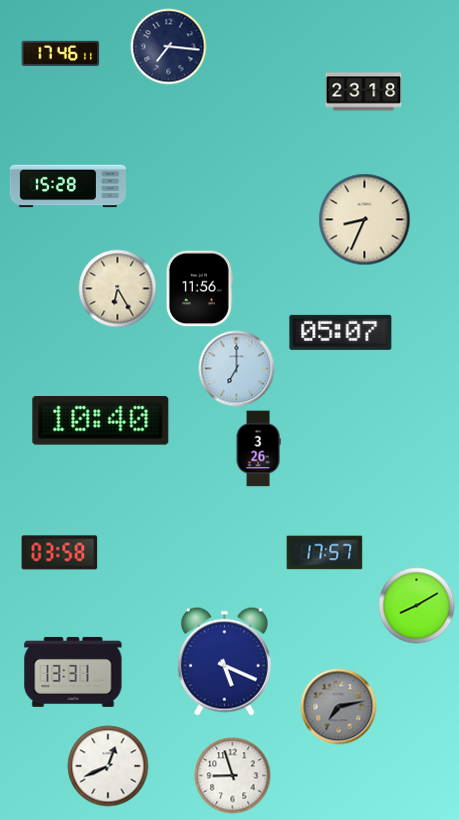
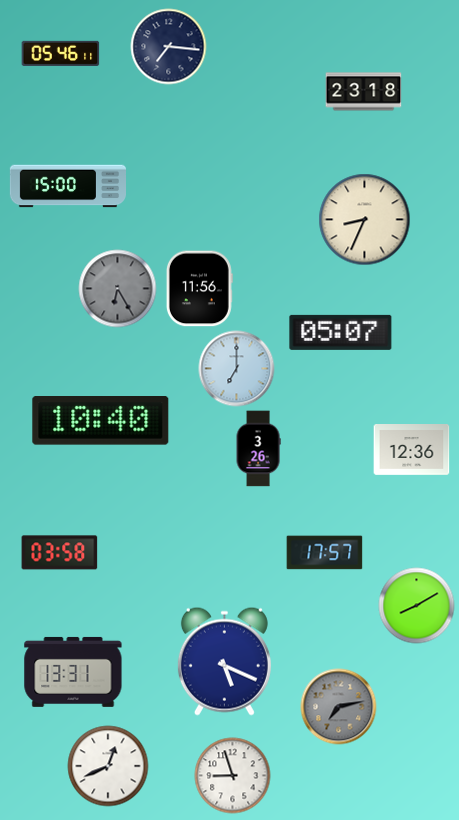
clock at (61, 53): 17:46 -> 05:46
clock at (67, 186): 15:28 -> 15:00
clock at (118, 289) dial: cream -> grey
clock at (412, 450): none -> 12:36
